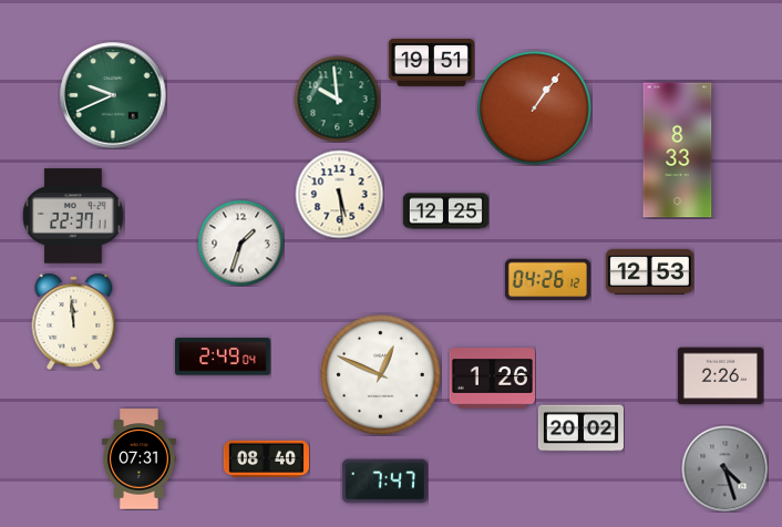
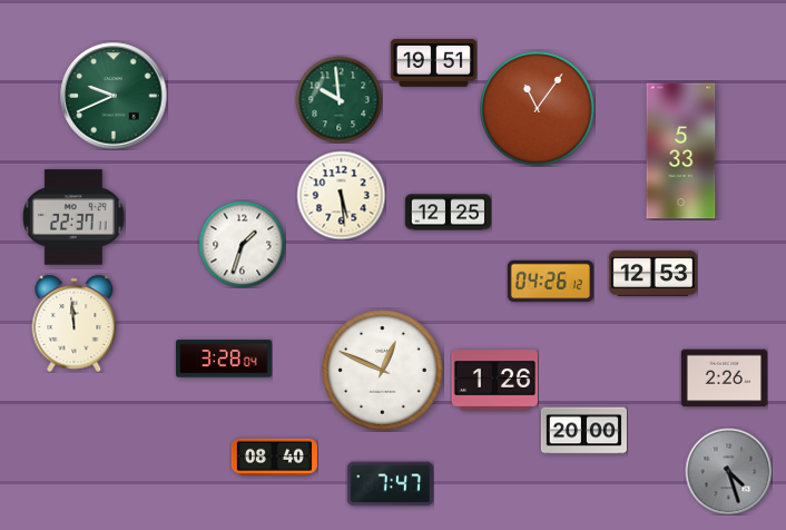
clock at (535, 108): 1:06 -> 11:06
clock at (678, 151): 8:33 -> 5:33
clock at (223, 356): 2:49 -> 3:28
clock at (381, 375) position: (381, 375) -> (383, 371)
clock at (580, 428): 20:02 -> 20:00
clock at (266, 458) position: (266, 458) -> (274, 457)
clock at (138, 459): 07:31 -> none
clock at (384, 482) position: (384, 482) -> (390, 484)
